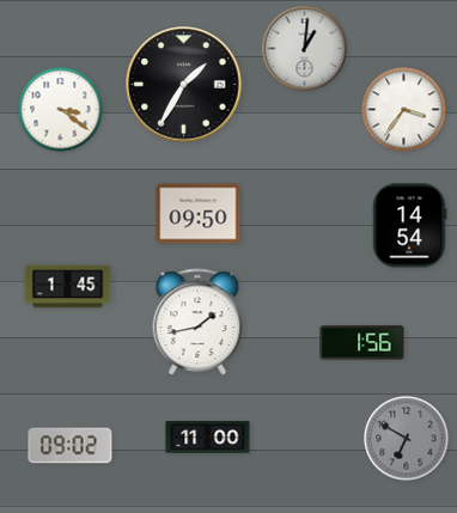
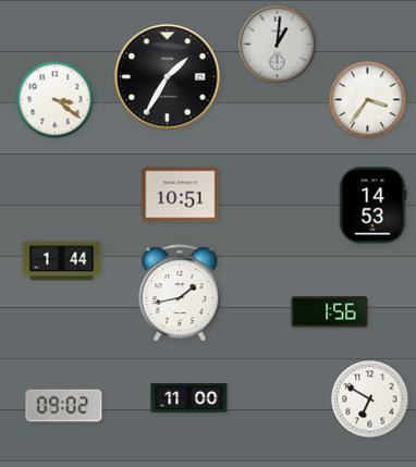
clock at (199, 214): 09:50 -> 10:51
clock at (409, 226): 14:54 -> 14:53
clock at (68, 287): 1:45 -> 1:44
clock at (407, 439) dial: grey -> white
